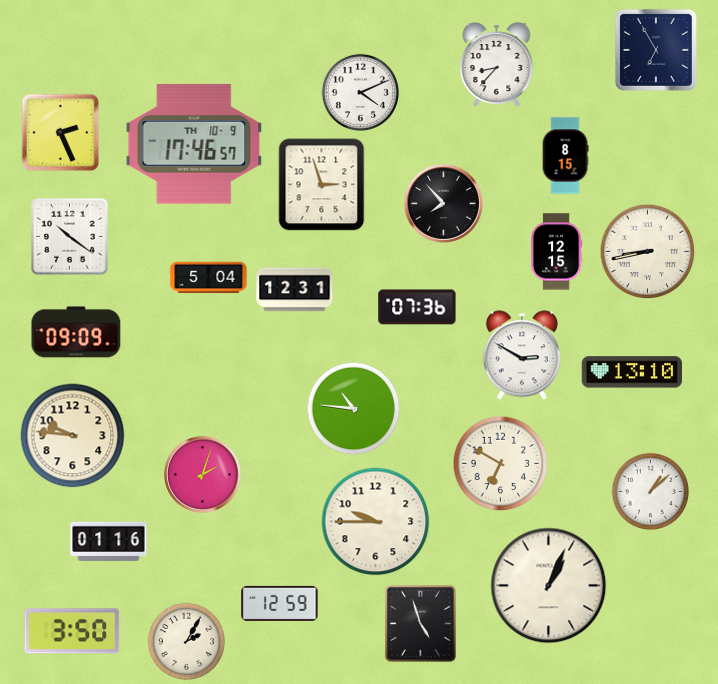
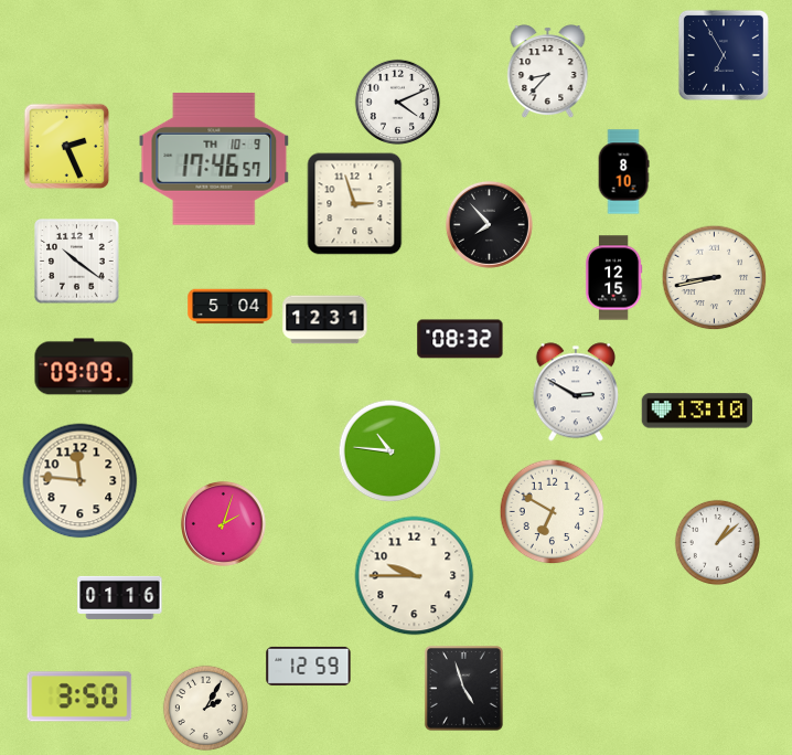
clock at (565, 156): 8:15 -> 8:10
clock at (417, 307): 07:36 -> 08:32
clock at (73, 436): 9:46 -> 11:46
clock at (549, 586): 1:04 -> none
